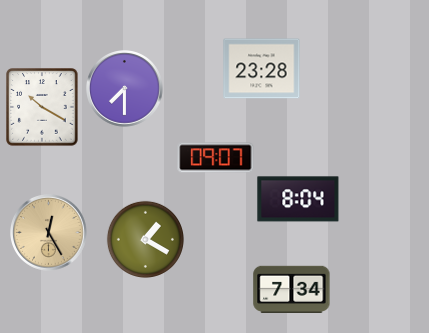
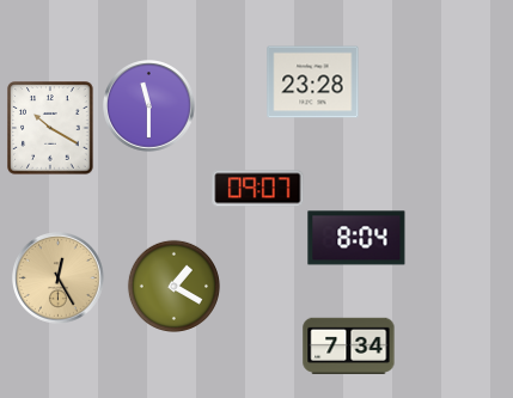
clock at (125, 89): 7:30 -> 11:30
